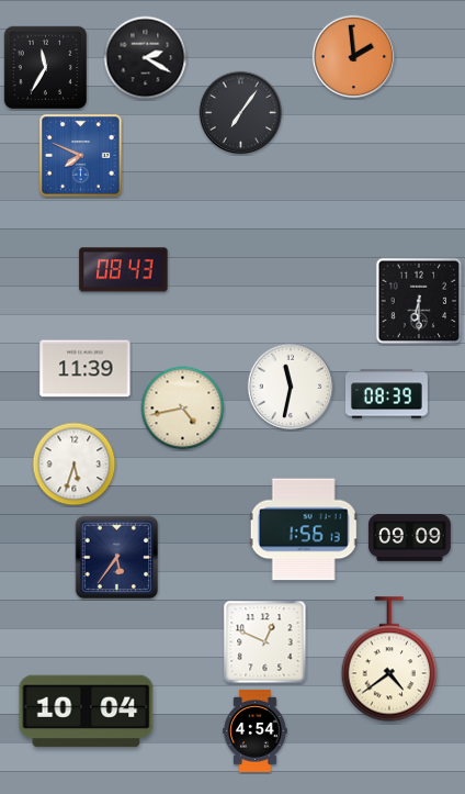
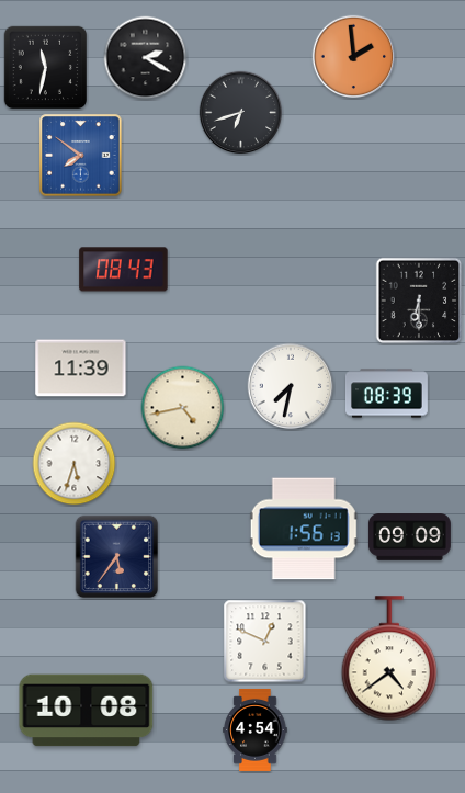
clock at (46, 68): 11:35 -> 11:32
clock at (241, 113): 7:06 -> 6:42
clock at (81, 156): 7:49 -> 7:51
clock at (86, 369) position: (86, 369) -> (81, 369)
clock at (291, 387): 11:32 -> 7:32
clock at (87, 712): 10:04 -> 10:08
